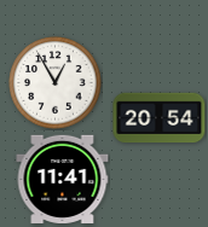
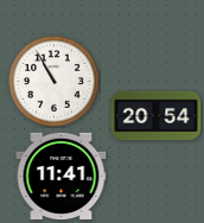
clock at (56, 83): 12:55 -> 10:55
